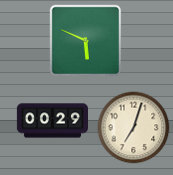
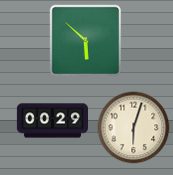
clock at (86, 41): 5:49 -> 5:52
clock at (134, 128): 7:03 -> 6:03
